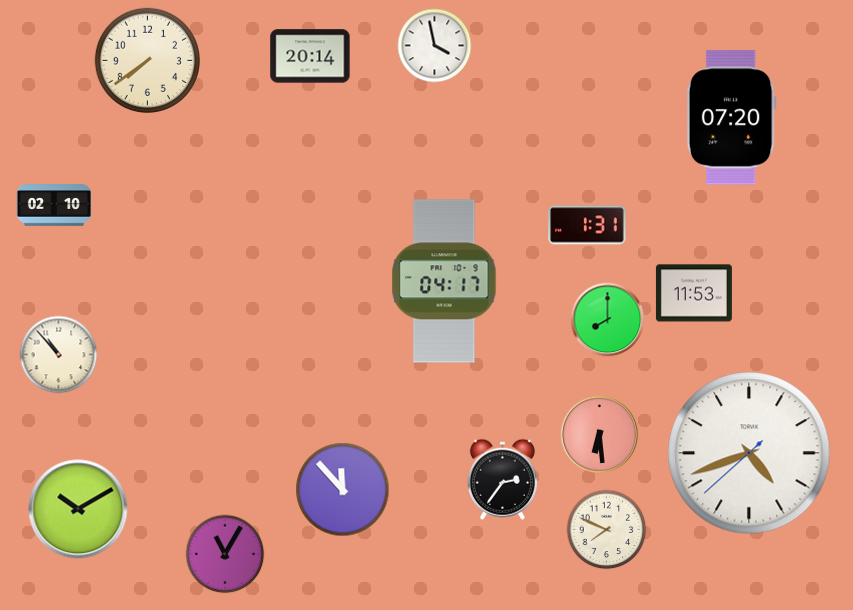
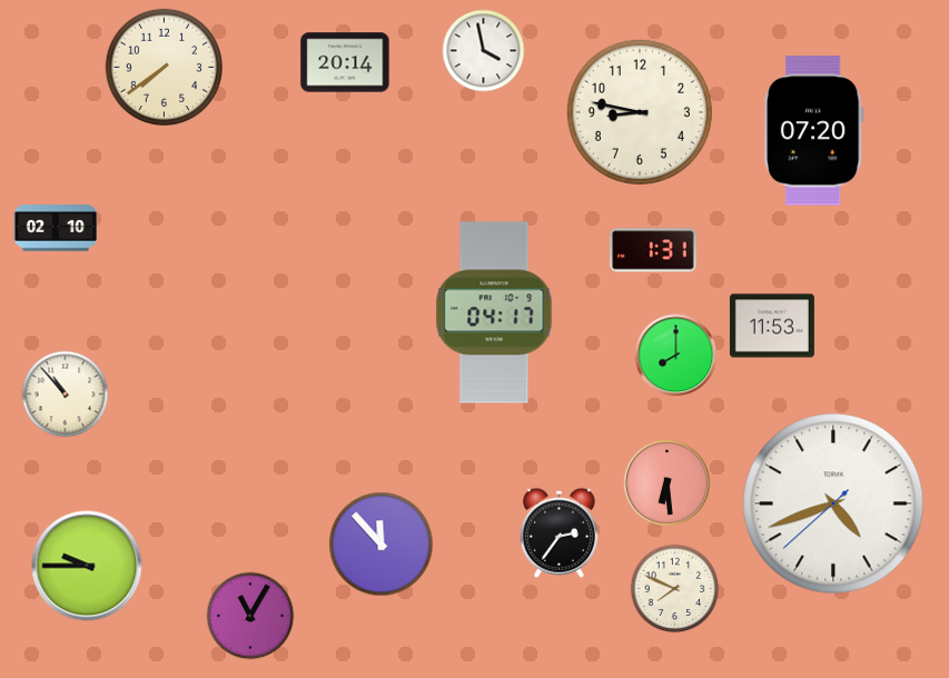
clock at (640, 112): none -> 8:47
clock at (53, 205) position: (53, 205) -> (55, 228)
clock at (78, 509): 10:10 -> 9:45
